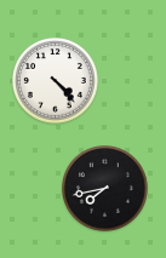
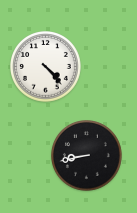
clock at (105, 189): 7:43 -> 8:43
